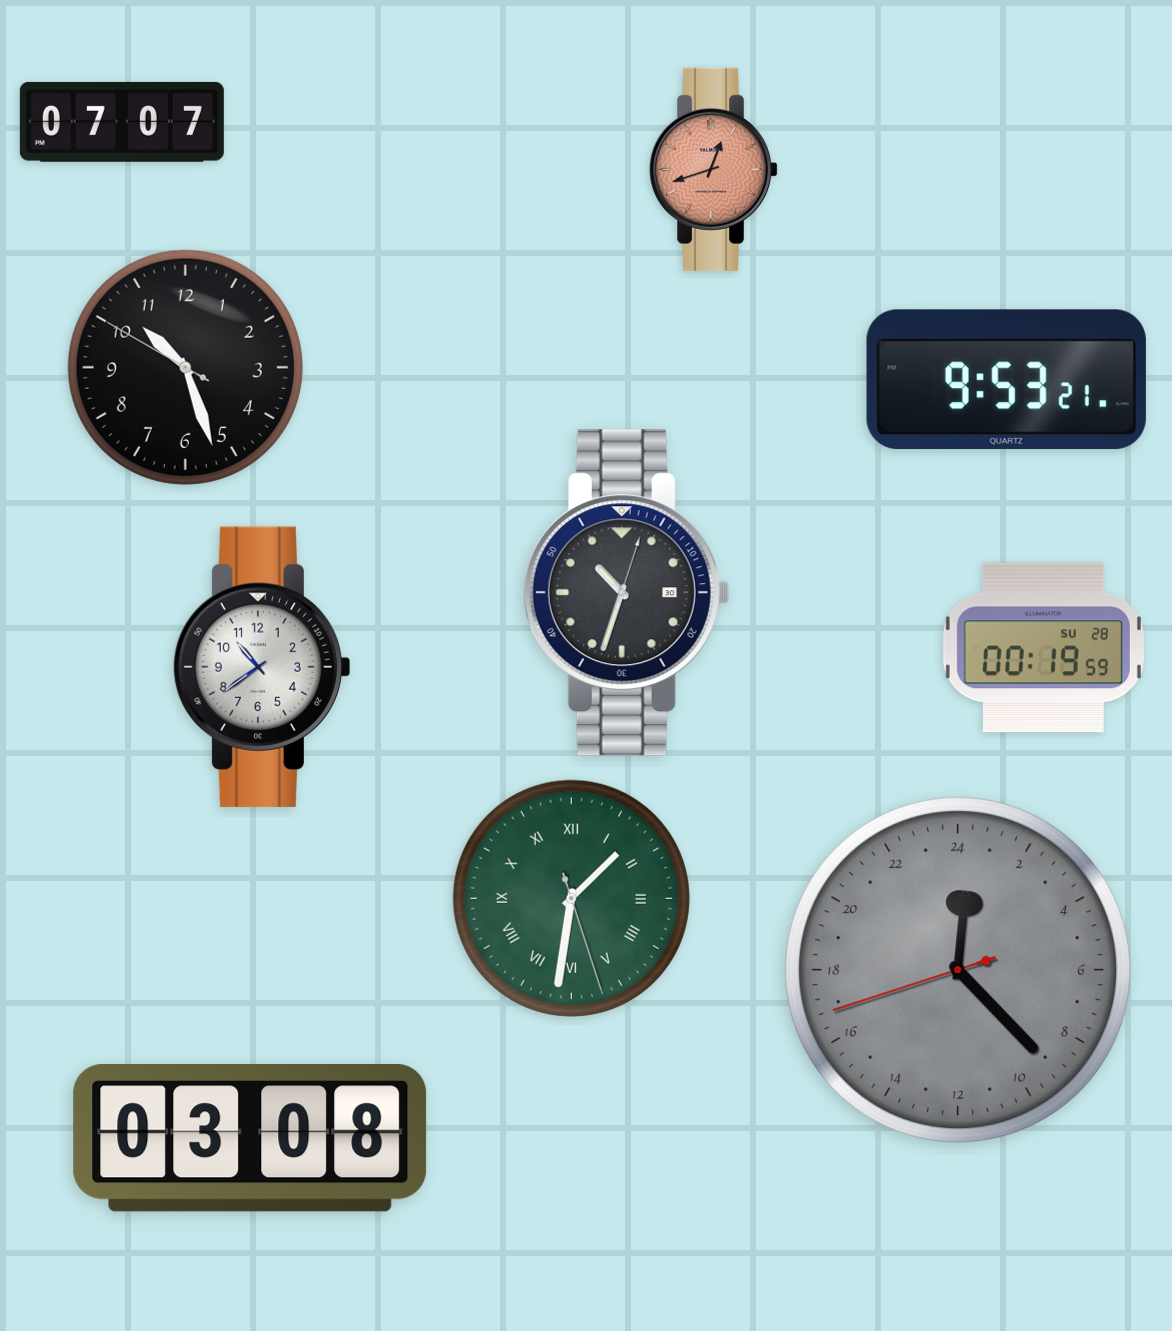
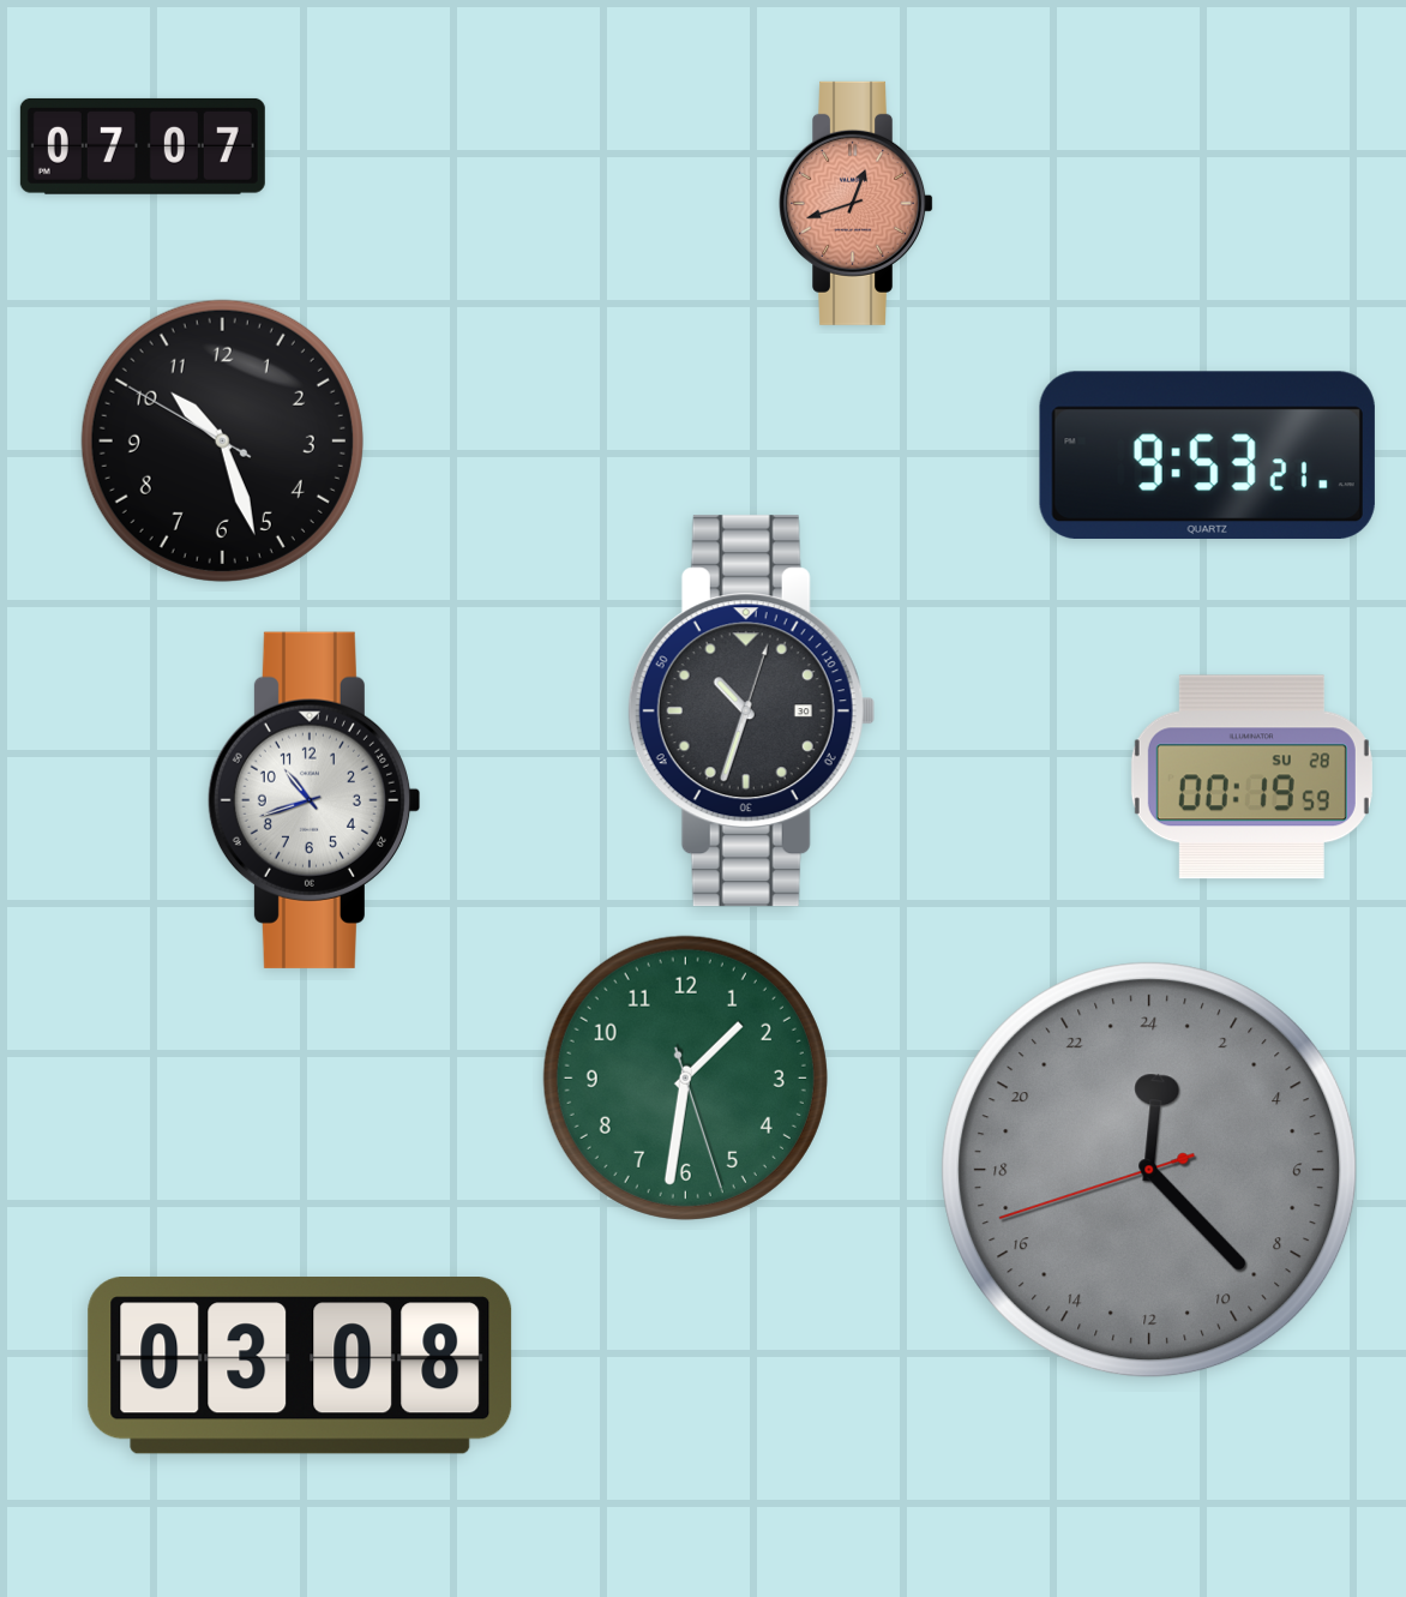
clock at (122, 122) position: (122, 122) -> (143, 146)
clock at (261, 667): 10:39 -> 10:42
clock at (571, 898) numerals: Roman -> Arabic
clock at (958, 970) position: (958, 970) -> (1149, 1170)
